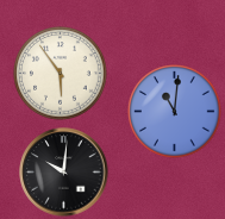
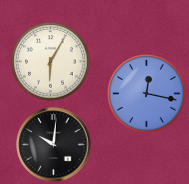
clock at (61, 74): 5:54 -> 6:05
clock at (175, 112): 11:01 -> 12:17
